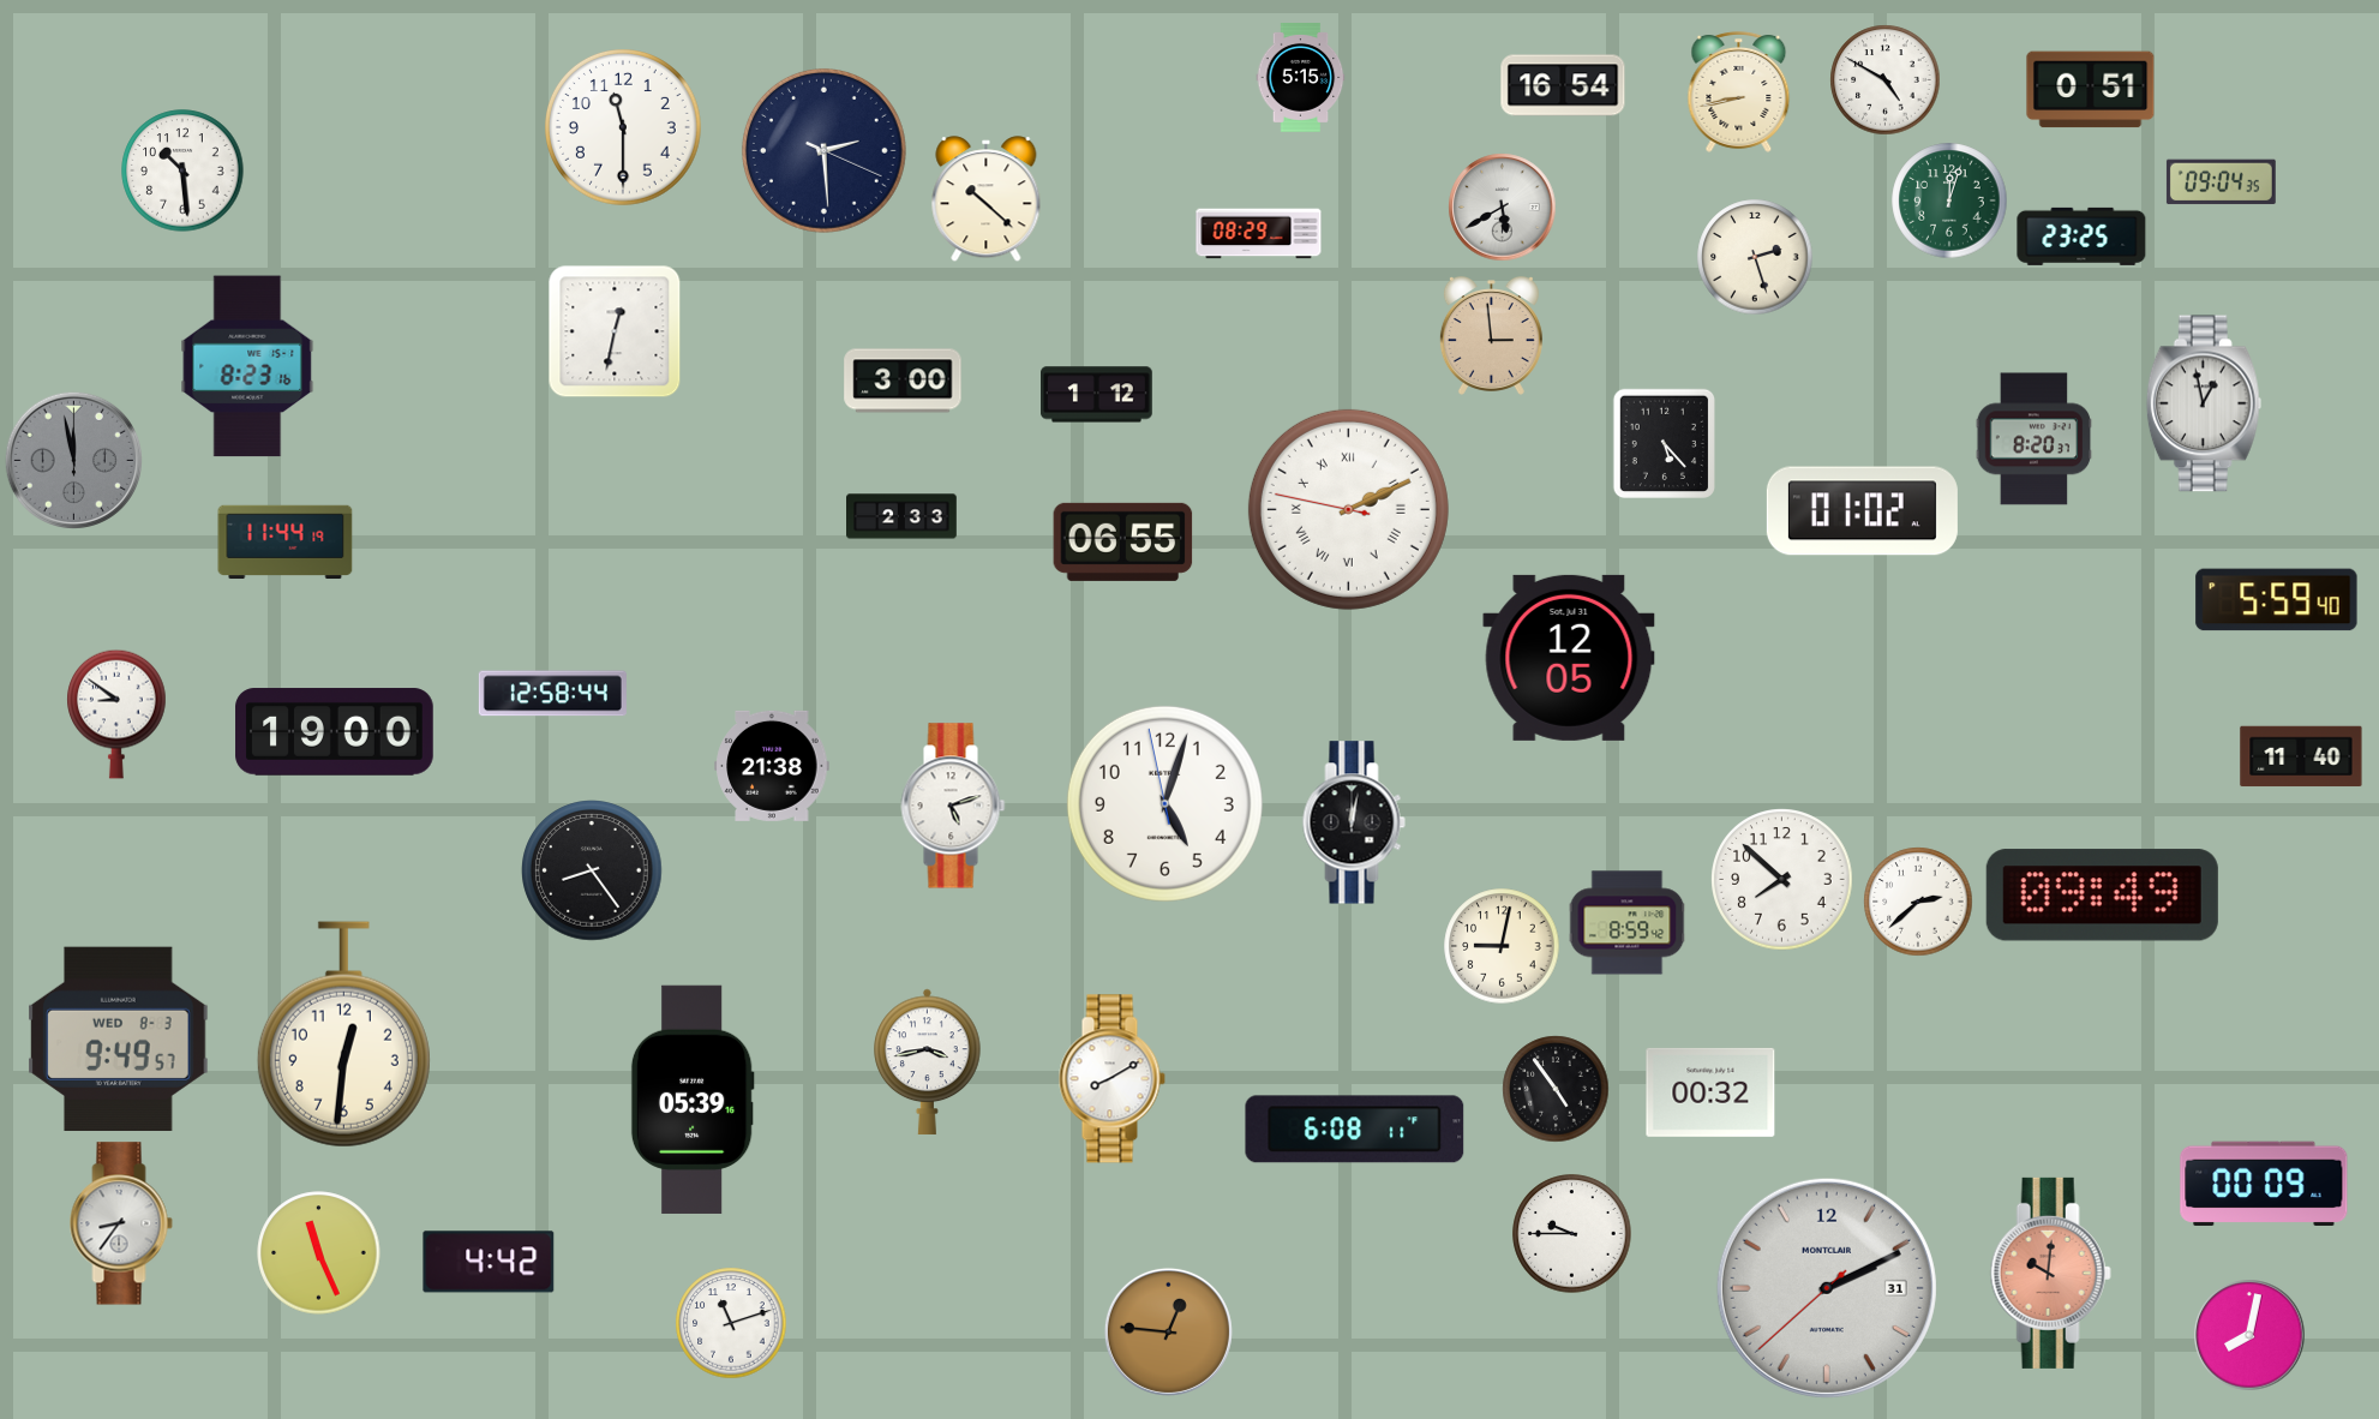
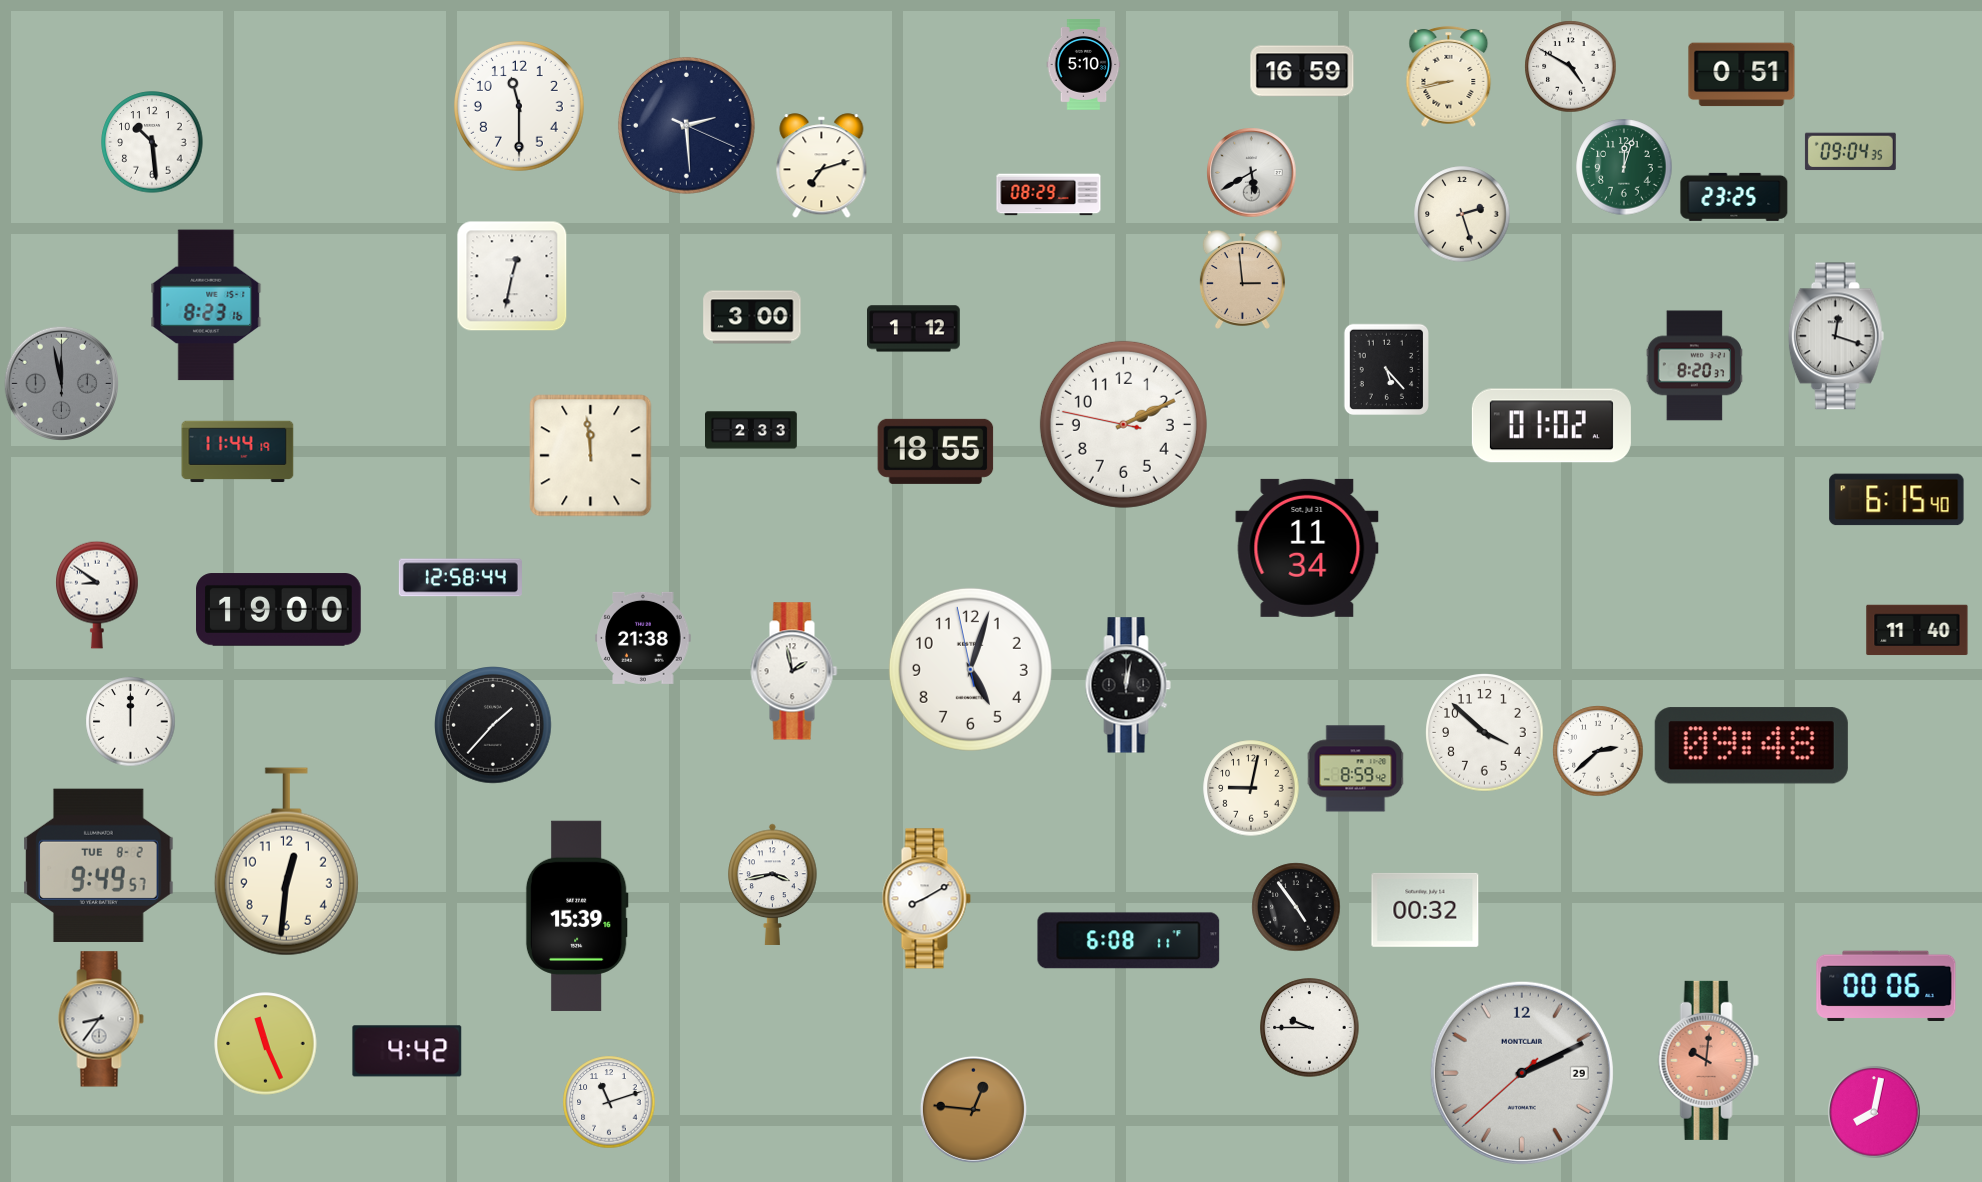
clock at (1301, 78): 5:15 -> 5:10
clock at (1563, 85): 16:54 -> 16:59
clock at (987, 199): 10:22 -> 7:12
clock at (2204, 403): 12:58 -> 12:18
clock at (1348, 509) numerals: Roman -> Arabic
clock at (1123, 541): 06:55 -> 18:55
clock at (591, 456): none -> 11:59
clock at (2277, 600): 5:59 -> 6:15
clock at (1569, 658): 12:05 -> 11:34
clock at (953, 806): 5:12 -> 1:58
clock at (131, 722): none -> 12:00
clock at (592, 870): 8:24 -> 1:37
clock at (1782, 880): 7:52 -> 3:52
clock at (2102, 896): 09:49 -> 09:48
clock at (119, 1038) date: WED 8-3 -> TUE 8-2
clock at (693, 1100): 05:39 -> 15:39
clock at (2264, 1184): 00:09 -> 00:06
clock at (1827, 1288) date: 31 -> 29
